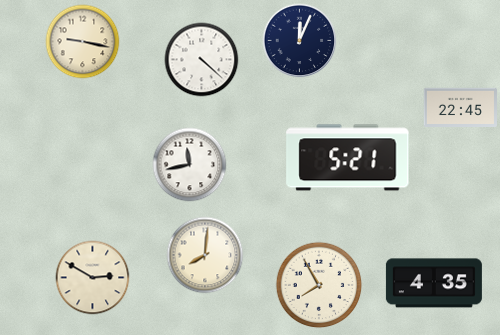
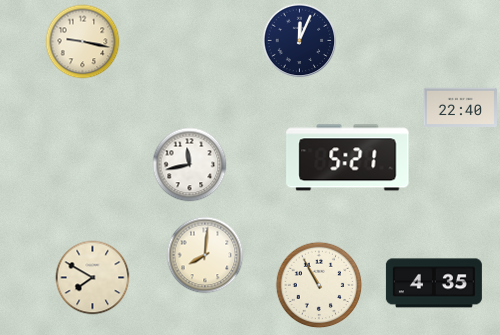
clock at (202, 60): 4:22 -> none
clock at (460, 107): 22:45 -> 22:40
clock at (93, 278): 2:50 -> 7:50
clock at (319, 285): 7:55 -> 10:55
